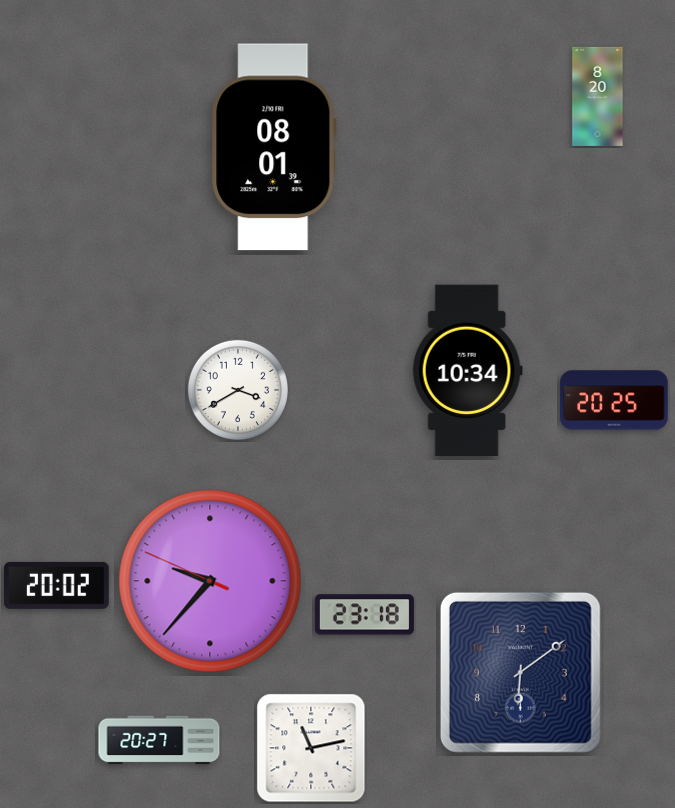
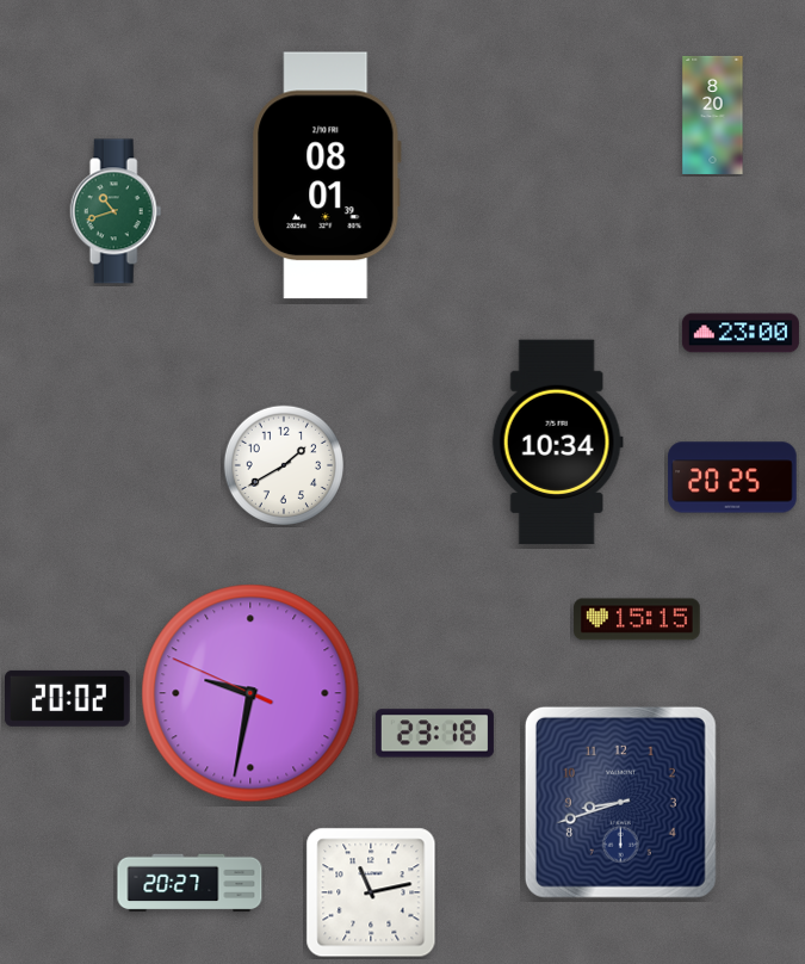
clock at (116, 211): none -> 10:42
clock at (741, 333): none -> 23:00
clock at (237, 389): 3:40 -> 1:40
clock at (637, 619): none -> 15:15
clock at (210, 581): 9:36 -> 9:31
clock at (520, 672): 6:09 -> 8:42
